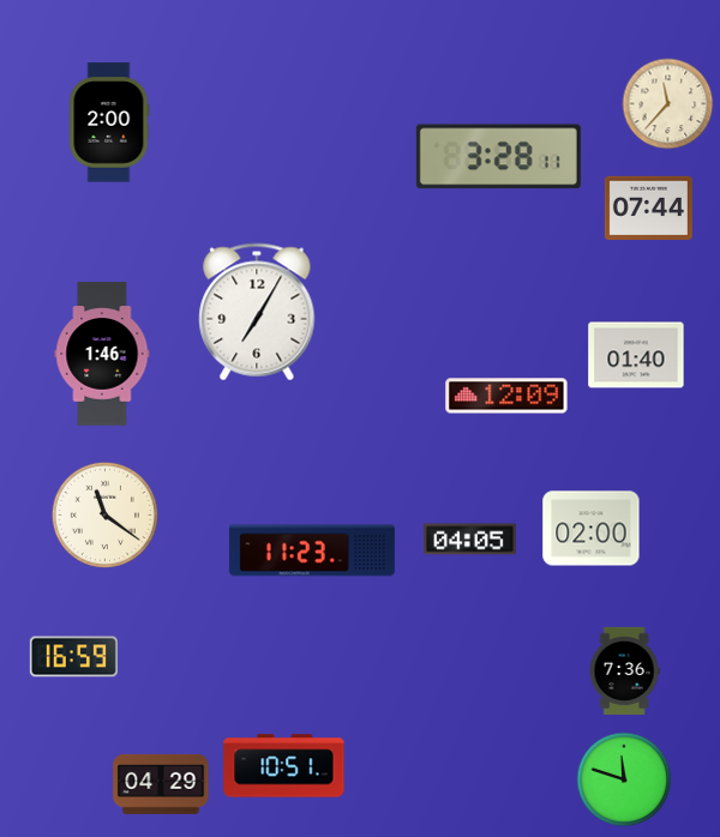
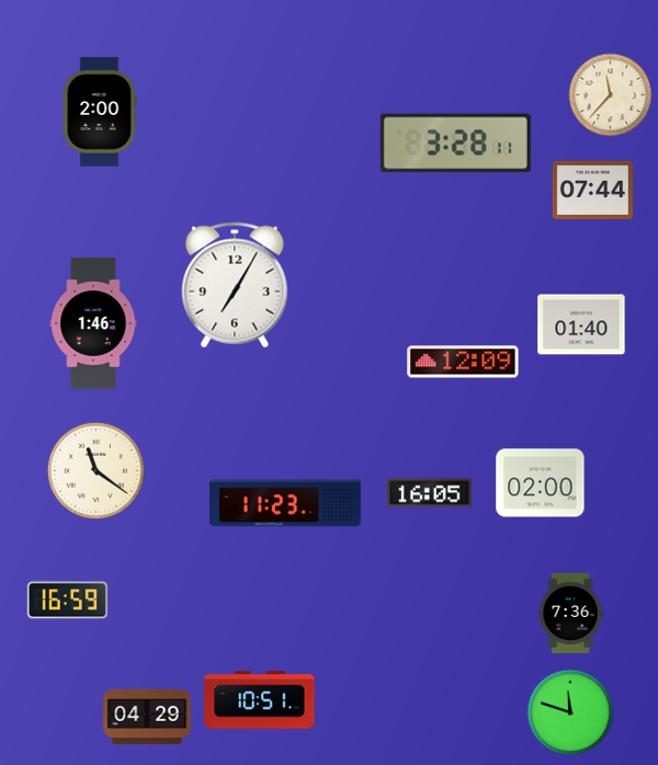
clock at (470, 540): 04:05 -> 16:05
